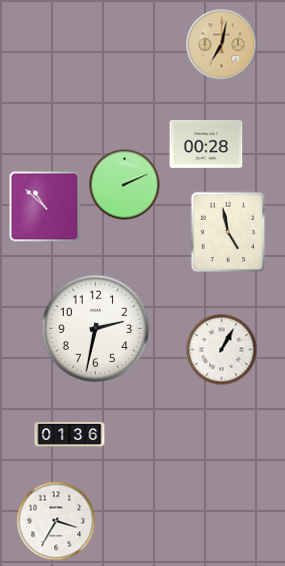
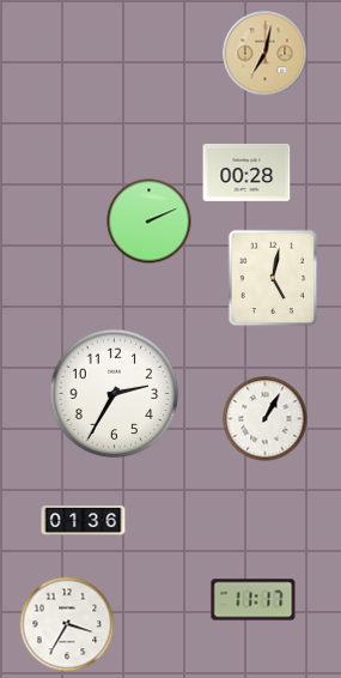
clock at (45, 207): 10:52 -> none
clock at (228, 232): 4:58 -> 5:02
clock at (96, 329): 2:32 -> 2:35
clock at (254, 600): none -> 11:17
